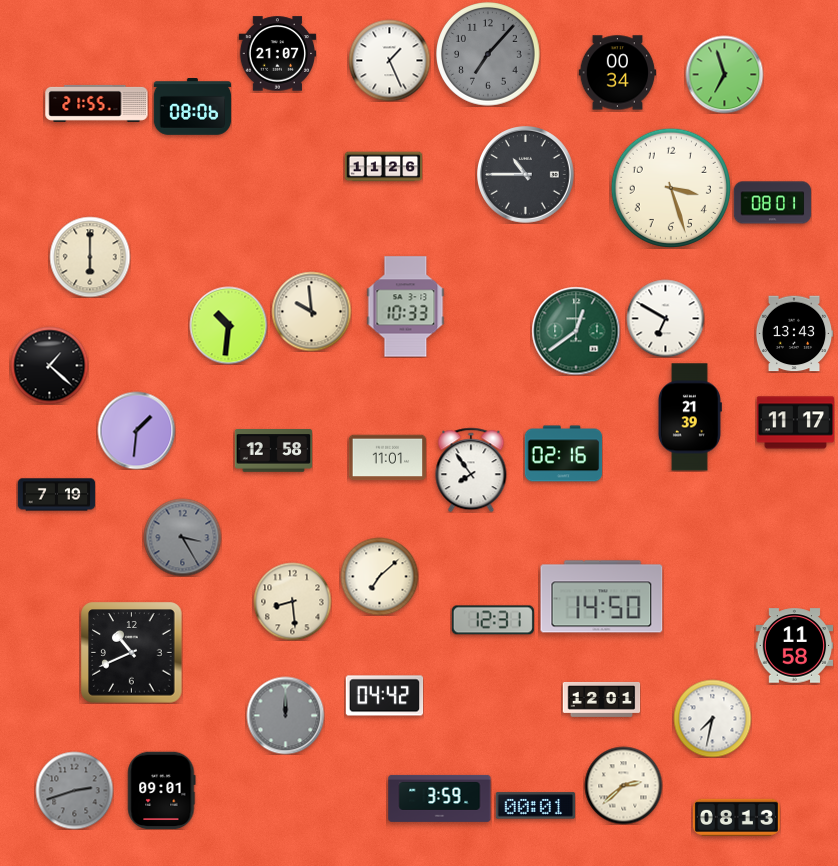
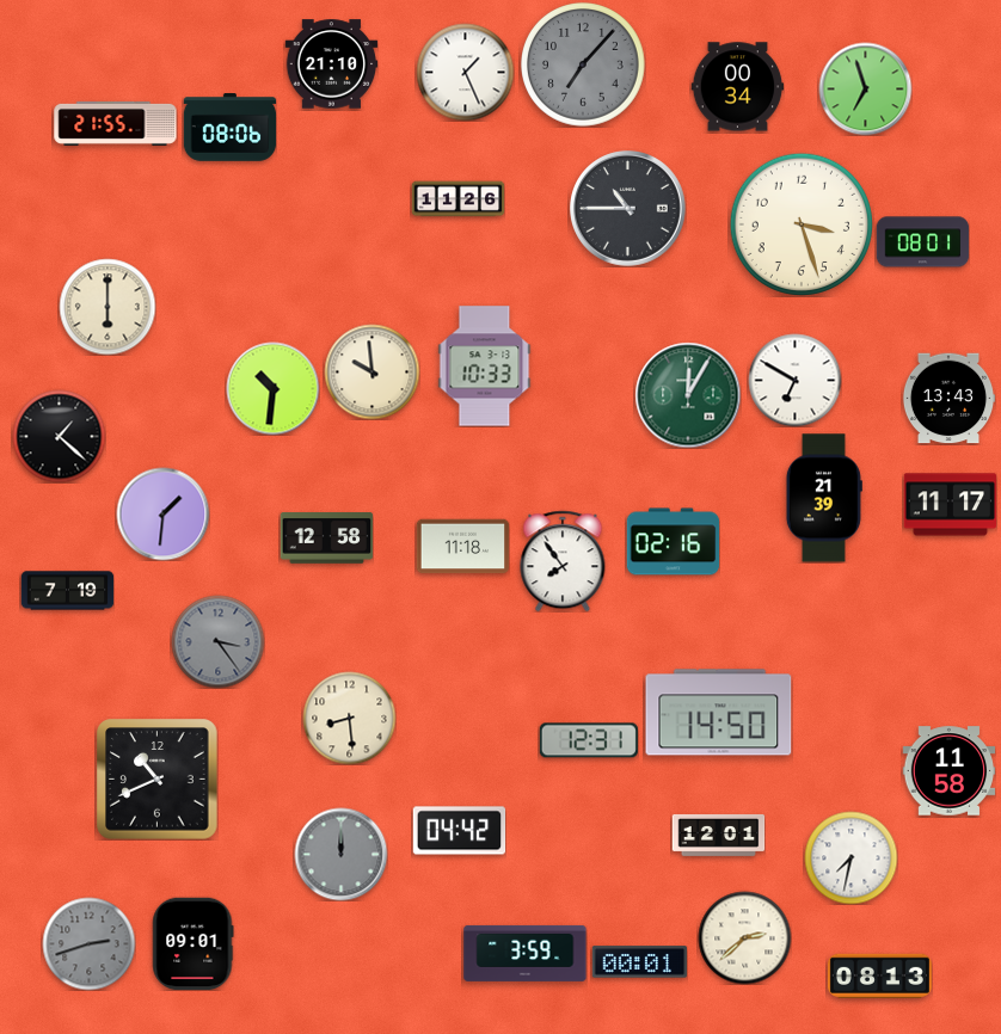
clock at (277, 54): 21:07 -> 21:10
clock at (576, 331): 12:39 -> 12:05
clock at (387, 458): 11:01 -> 11:18
clock at (182, 537): 3:25 -> 3:24
clock at (379, 576): 7:08 -> none
